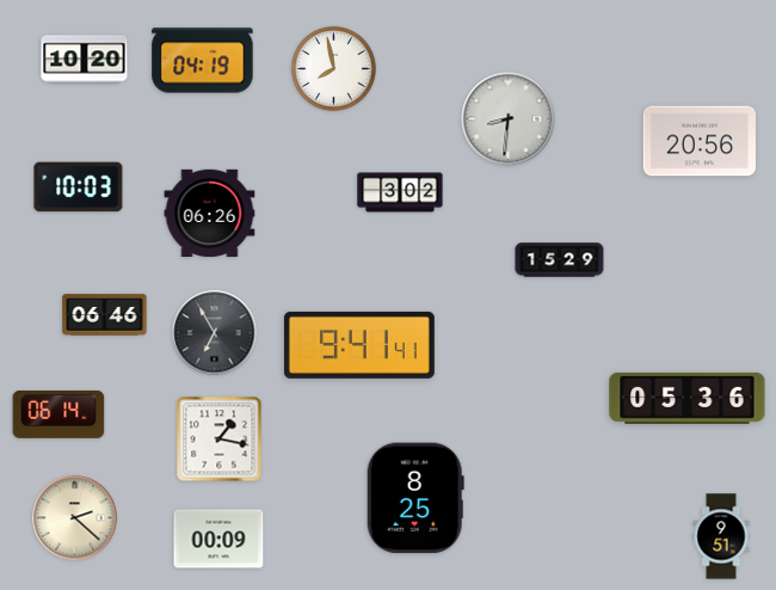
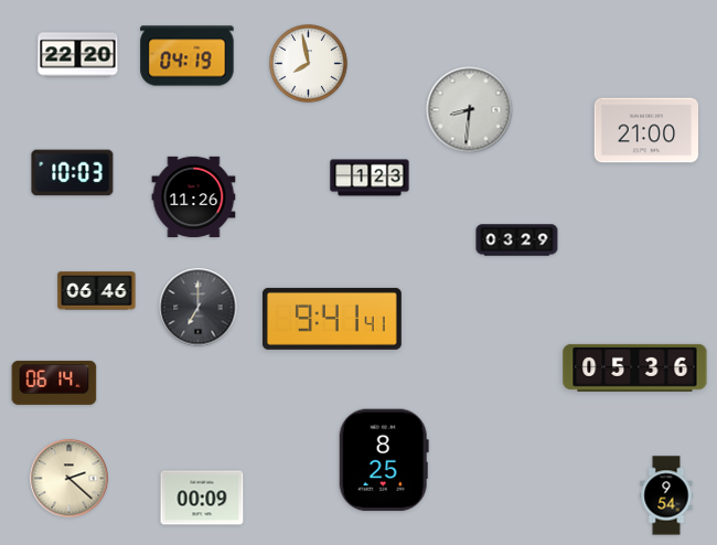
clock at (85, 60): 10:20 -> 22:20
clock at (698, 141): 20:56 -> 21:00
clock at (400, 192): 3:02 -> 1:23
clock at (210, 213): 06:26 -> 11:26
clock at (560, 260): 15:29 -> 03:29
clock at (215, 333): 6:55 -> 7:00
clock at (220, 440): 1:17 -> none
clock at (721, 536): 9:51 -> 9:54
